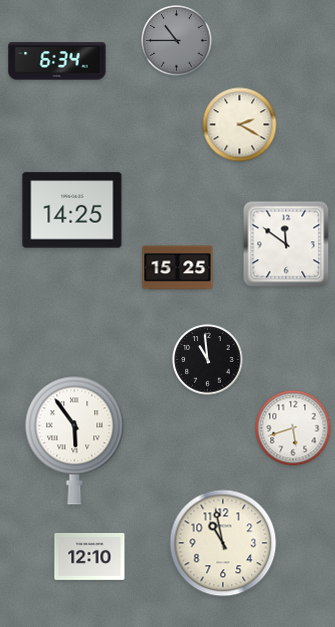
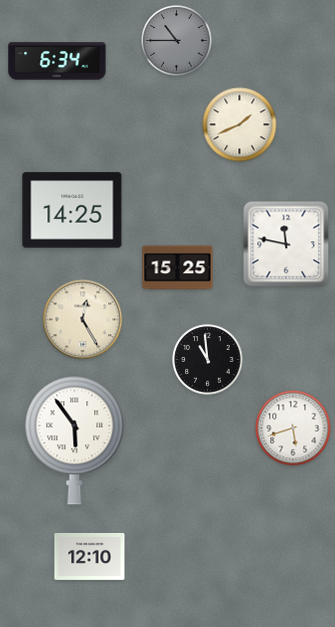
clock at (240, 125): 2:20 -> 1:41
clock at (286, 244): 11:51 -> 11:47
clock at (83, 320): none -> 12:25
clock at (223, 543): 10:58 -> none
